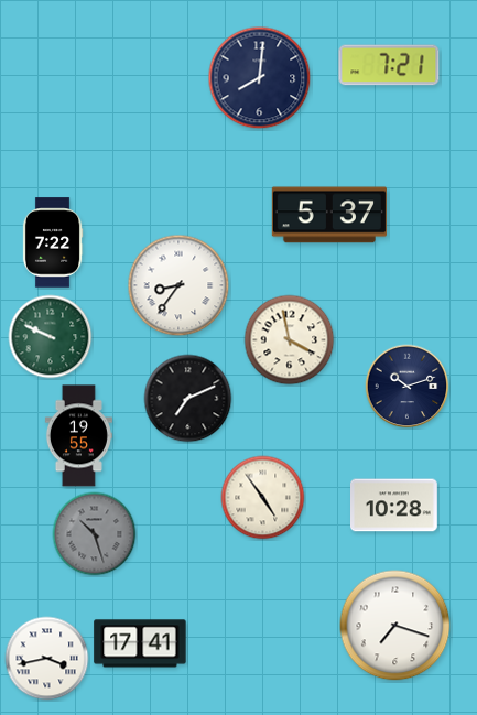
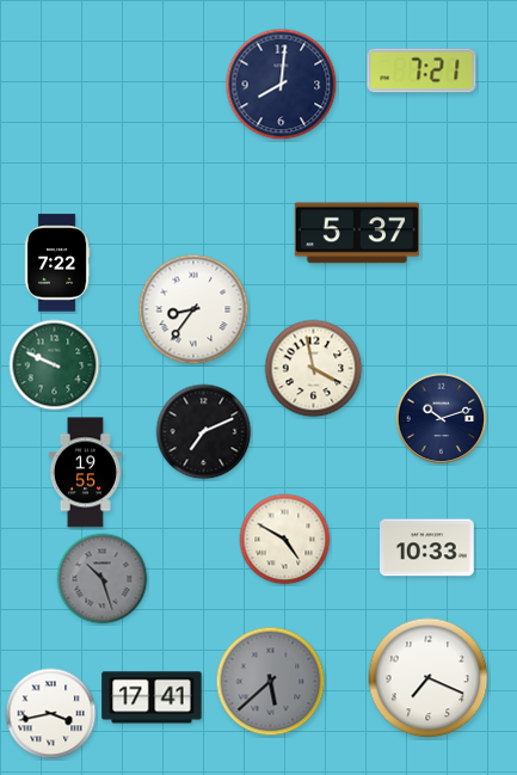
clock at (263, 498): 4:54 -> 4:50
clock at (394, 506): 10:28 -> 10:33
clock at (395, 626): 7:18 -> 7:19
clock at (271, 682): none -> 5:38
